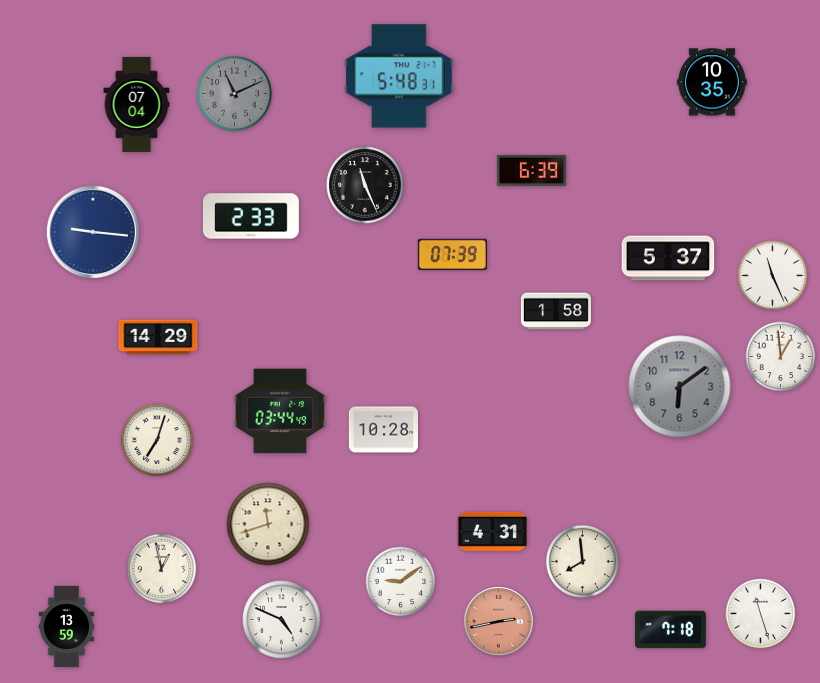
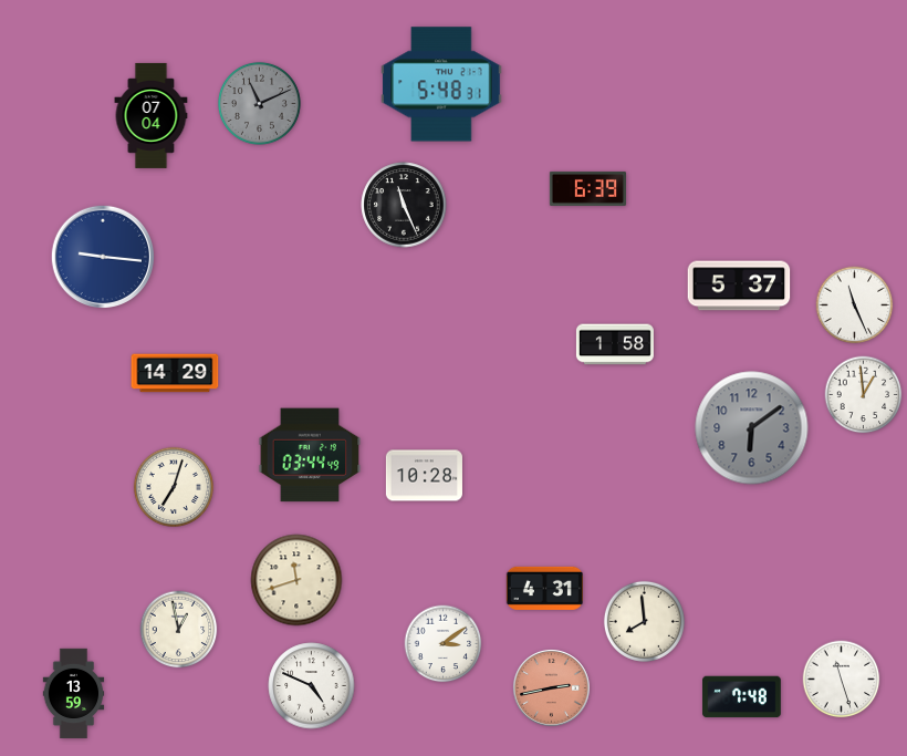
clock at (712, 82): 10:35 -> none
clock at (252, 216): 2:33 -> none
clock at (452, 254): 07:39 -> none
clock at (401, 582): 9:09 -> 3:09
clock at (671, 630): 7:18 -> 7:48
